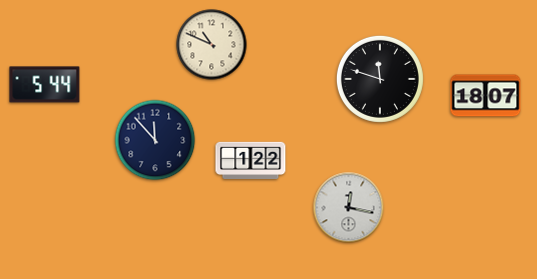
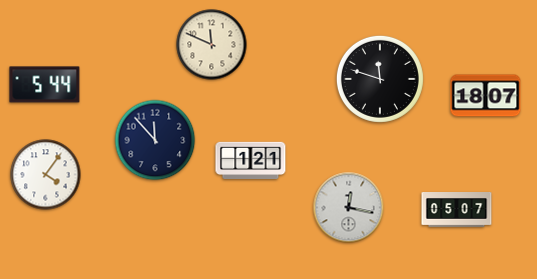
clock at (212, 45): 10:49 -> 11:49
clock at (251, 161): 1:22 -> 1:21
clock at (46, 175): none -> 4:06
clock at (457, 210): none -> 05:07
